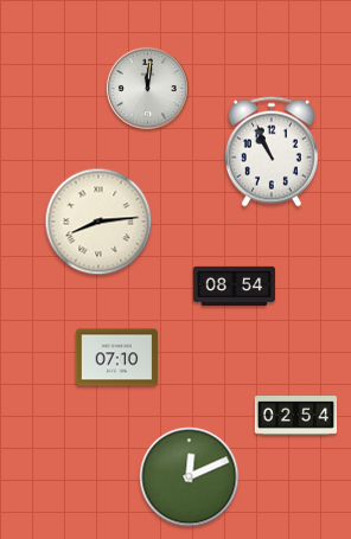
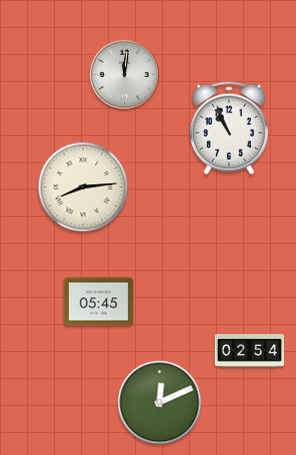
clock at (235, 285): 08:54 -> none
clock at (116, 358): 07:10 -> 05:45
